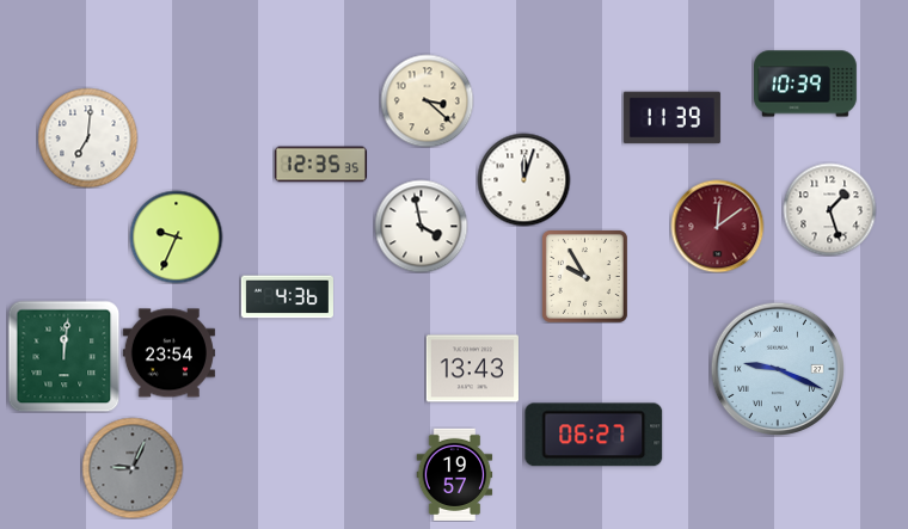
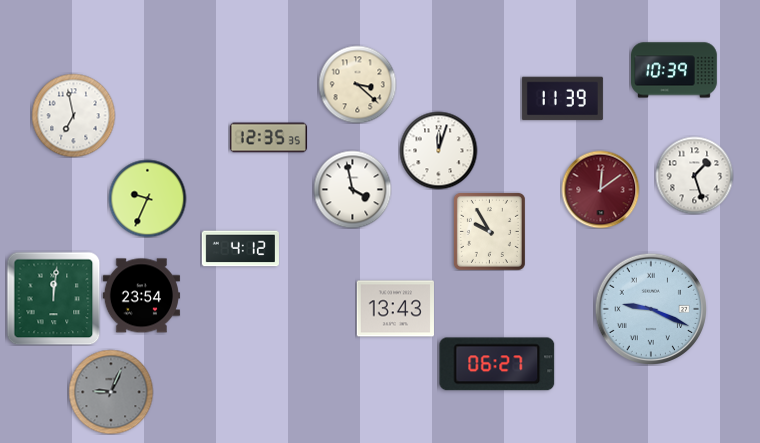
clock at (87, 137): 7:01 -> 6:58
clock at (287, 297): 4:36 -> 4:12
clock at (455, 474): 19:57 -> none
